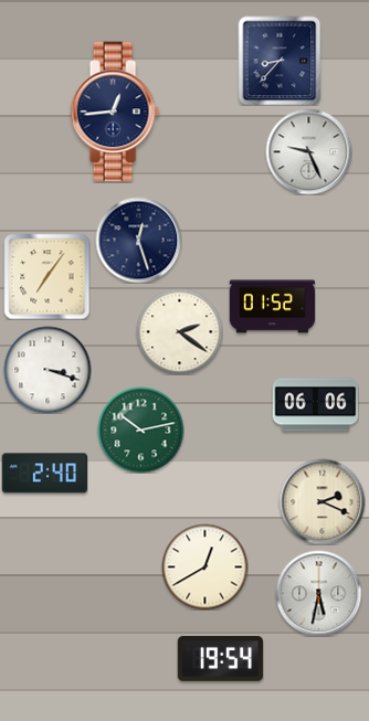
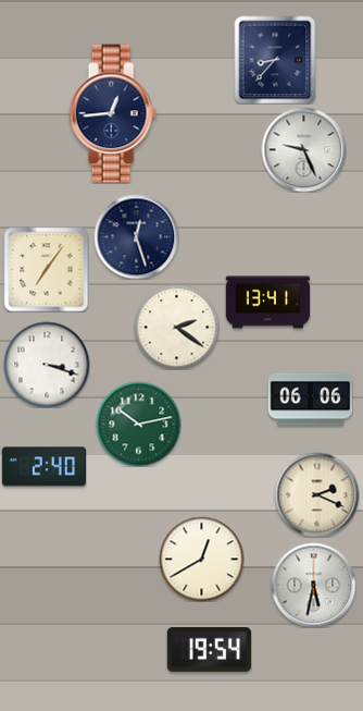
clock at (115, 112) position: (115, 112) -> (113, 113)
clock at (46, 276) position: (46, 276) -> (46, 269)
clock at (272, 307): 01:52 -> 13:41
clock at (220, 658) position: (220, 658) -> (209, 649)
